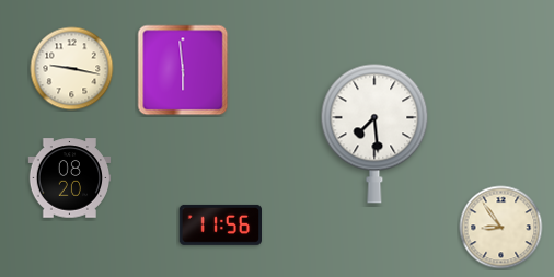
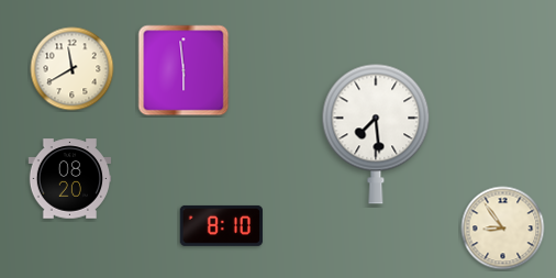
clock at (72, 69): 9:17 -> 11:40
clock at (220, 224): 11:56 -> 8:10
